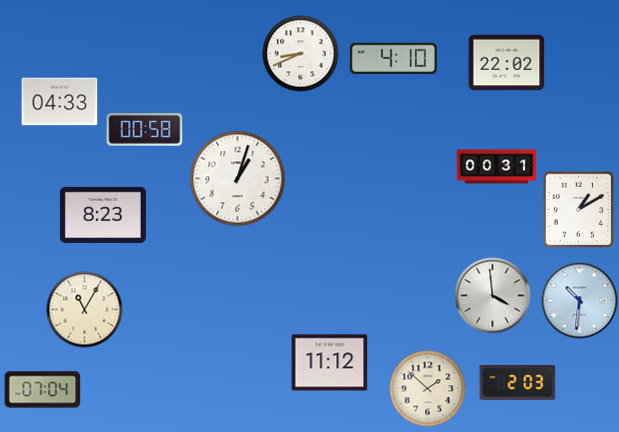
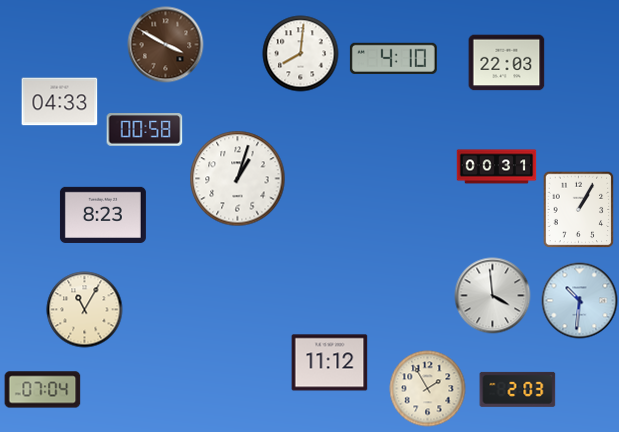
clock at (166, 45): none -> 3:50
clock at (301, 54): 8:41 -> 8:01
clock at (507, 63): 22:02 -> 22:03
clock at (579, 209): 1:10 -> 1:05
clock at (518, 382) position: (518, 382) -> (518, 389)
clock at (428, 389): 1:52 -> 1:55
